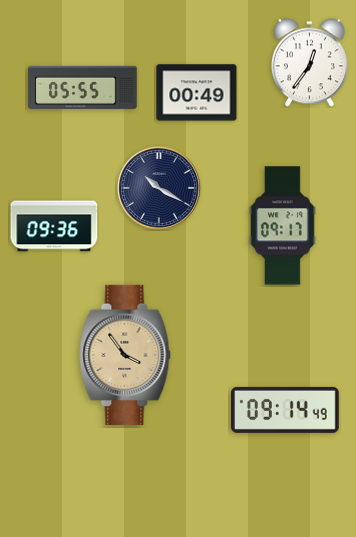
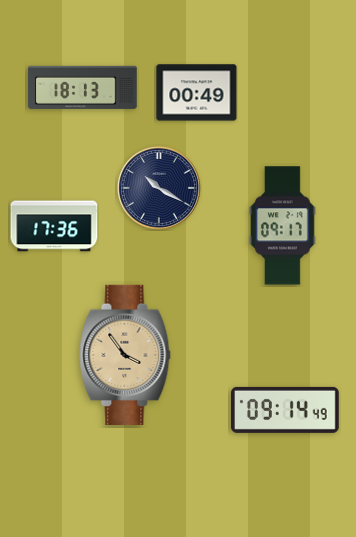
clock at (309, 63): 12:36 -> none
clock at (83, 87): 05:55 -> 18:13
clock at (54, 226): 09:36 -> 17:36
